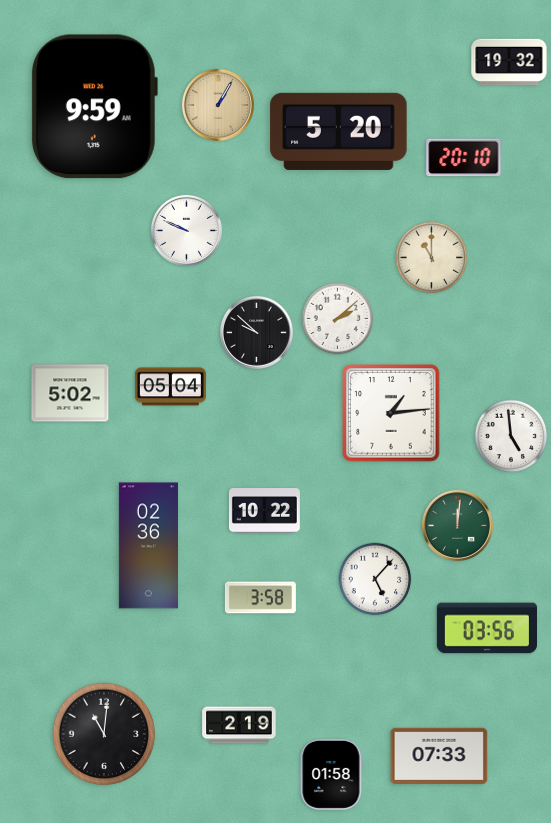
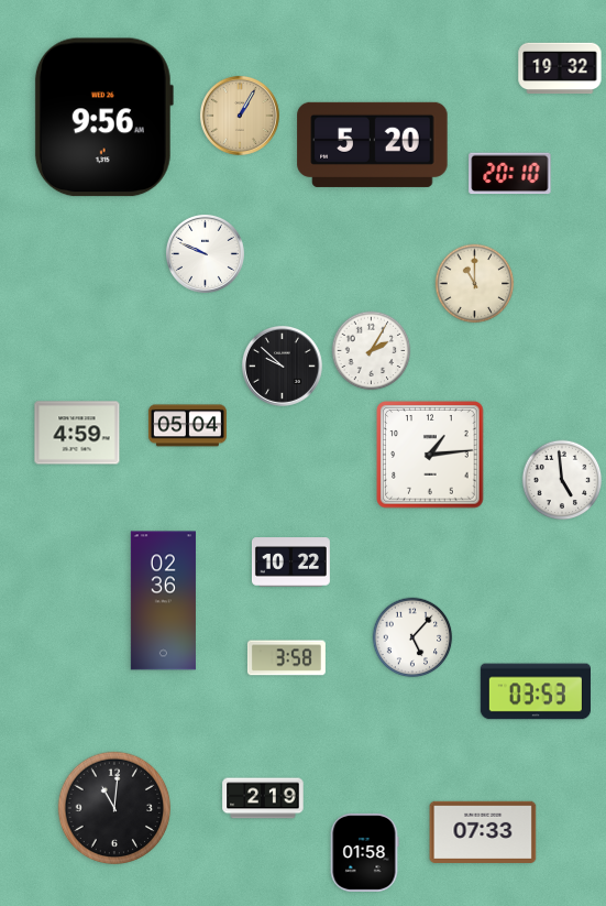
clock at (94, 107): 9:59 -> 9:56
clock at (338, 319): 2:08 -> 2:05
clock at (70, 393): 5:02 -> 4:59
clock at (457, 525): 12:01 -> none
clock at (486, 628): 03:56 -> 03:53
